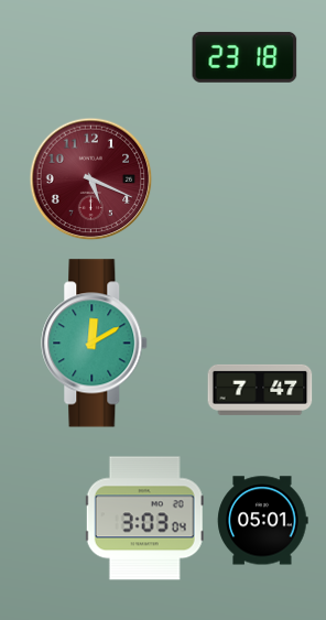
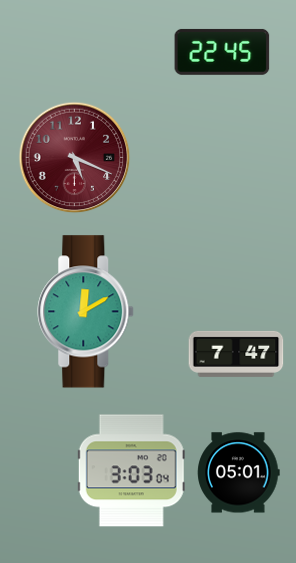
clock at (244, 57): 23:18 -> 22:45
clock at (91, 180) position: (91, 180) -> (75, 158)
